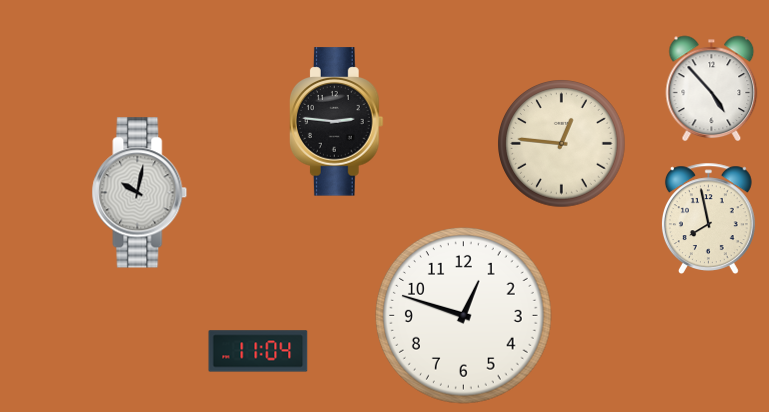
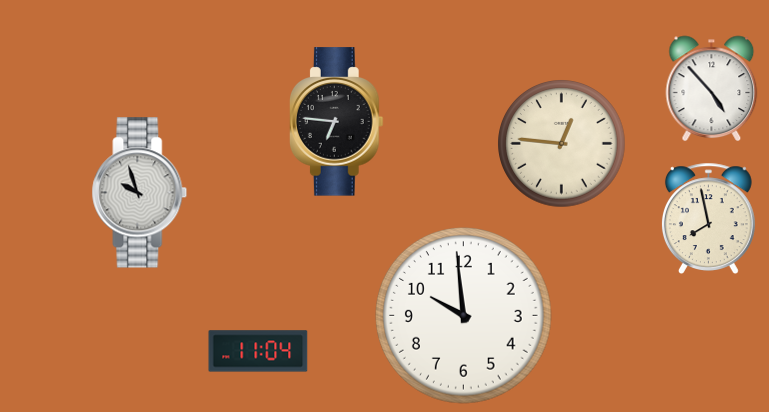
clock at (336, 122): 2:46 -> 6:46
clock at (140, 193): 10:02 -> 9:57
clock at (464, 316): 12:48 -> 9:59
